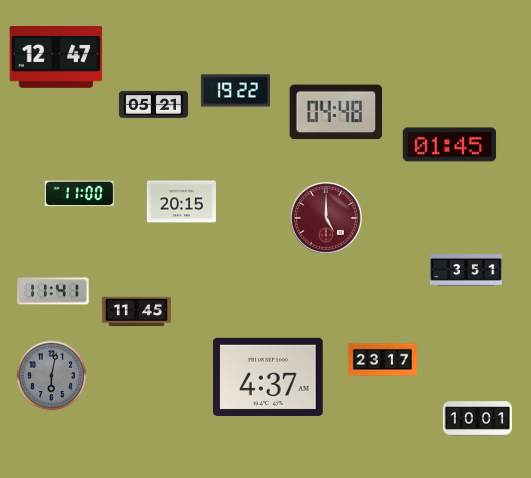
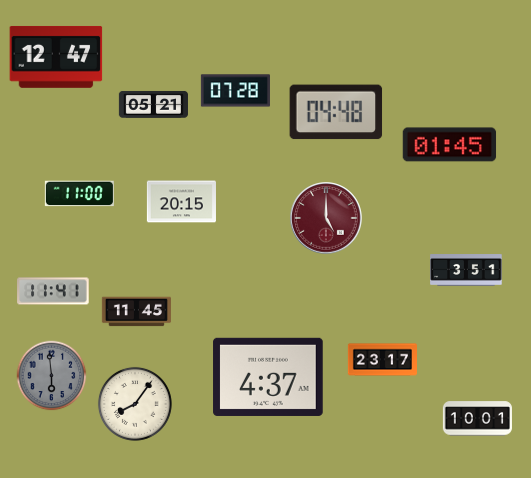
clock at (235, 91): 19:22 -> 07:28
clock at (52, 376): 6:02 -> 5:59
clock at (135, 404): none -> 8:06
